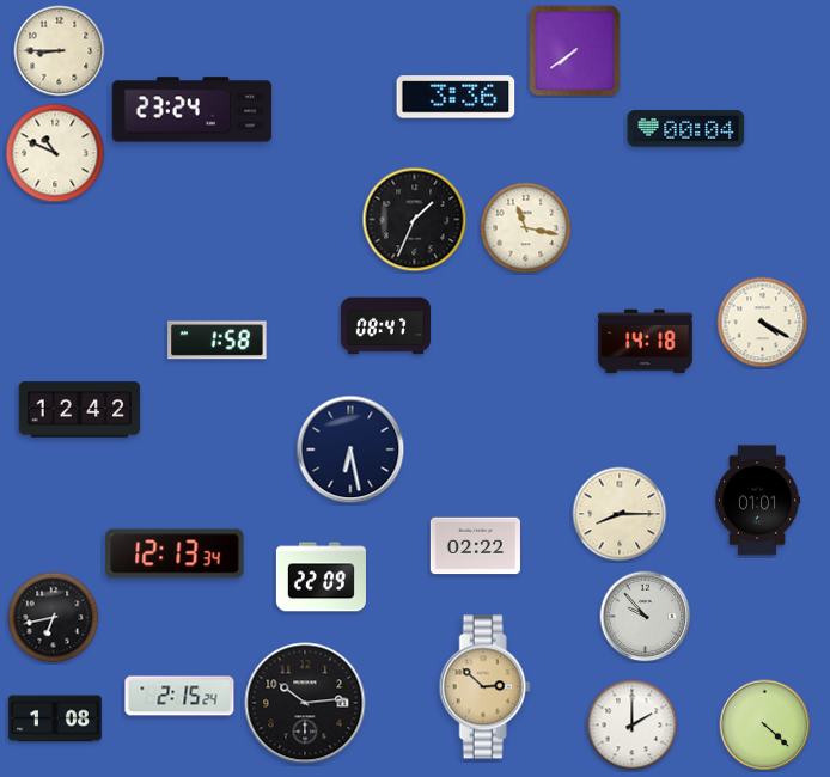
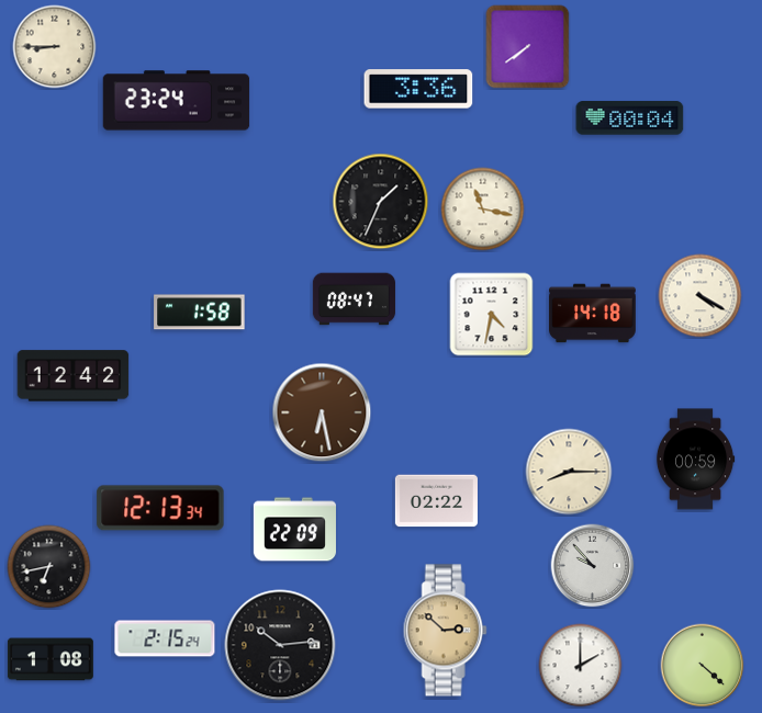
clock at (55, 153): 10:49 -> none
clock at (492, 315): none -> 4:32
clock at (350, 449) dial: navy -> brown
clock at (757, 501): 01:01 -> 00:59
